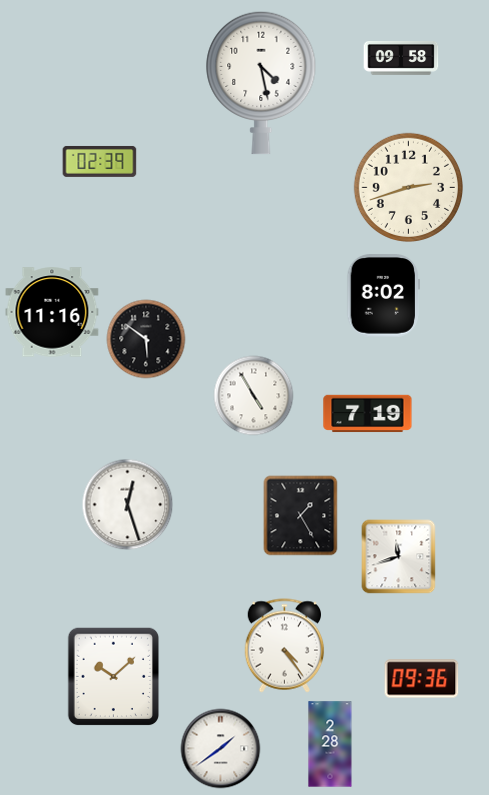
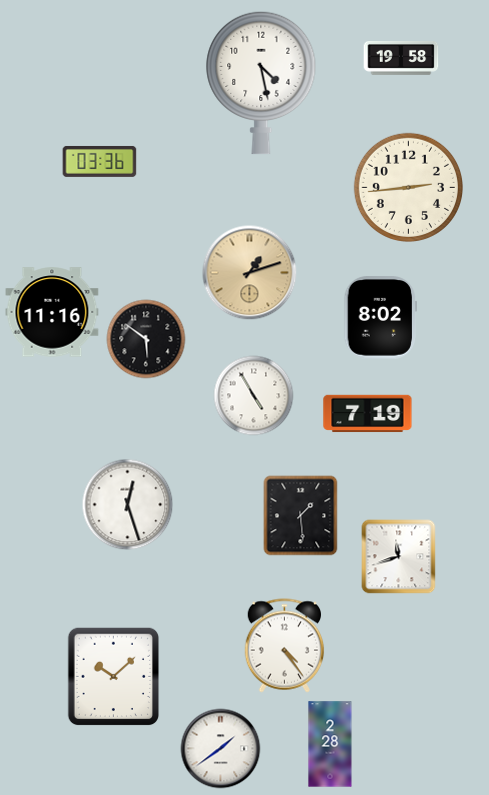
clock at (401, 58): 09:58 -> 19:58
clock at (100, 161): 02:39 -> 03:36
clock at (408, 187): 2:42 -> 2:44
clock at (250, 273): none -> 1:12
clock at (383, 296) position: (383, 296) -> (380, 318)
clock at (301, 516): 1:25 -> 1:29
clock at (422, 679): 09:36 -> none
